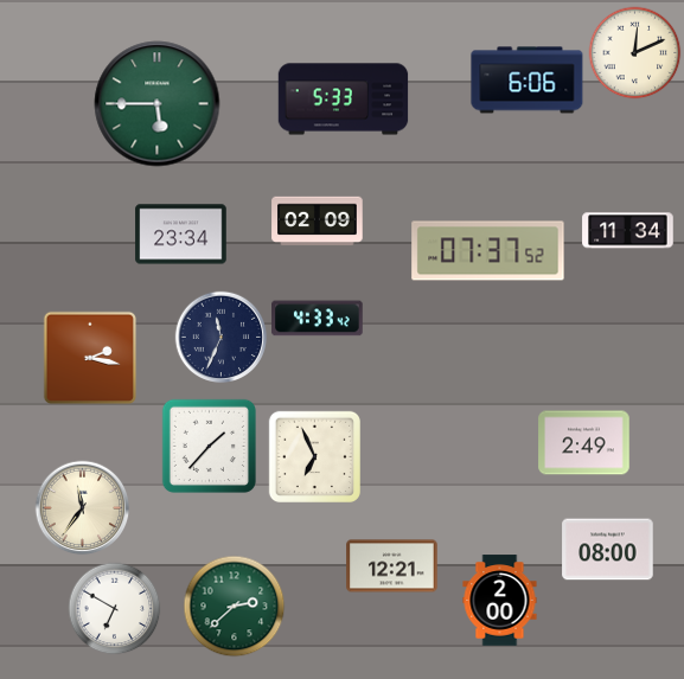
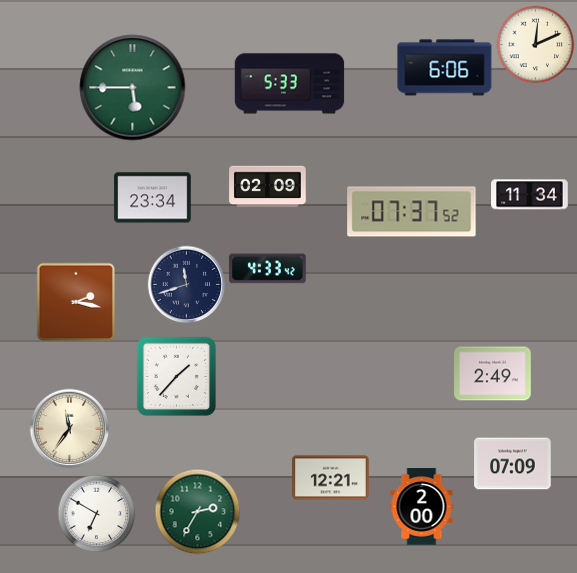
clock at (220, 337): 11:34 -> 11:42
clock at (314, 456): 6:56 -> none
clock at (608, 550): 08:00 -> 07:09
clock at (234, 606): 2:38 -> 2:35
